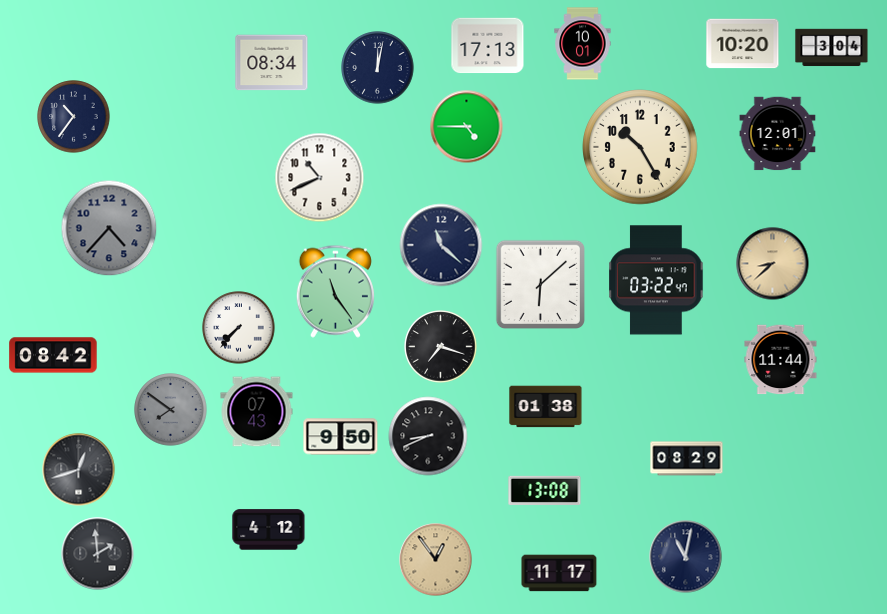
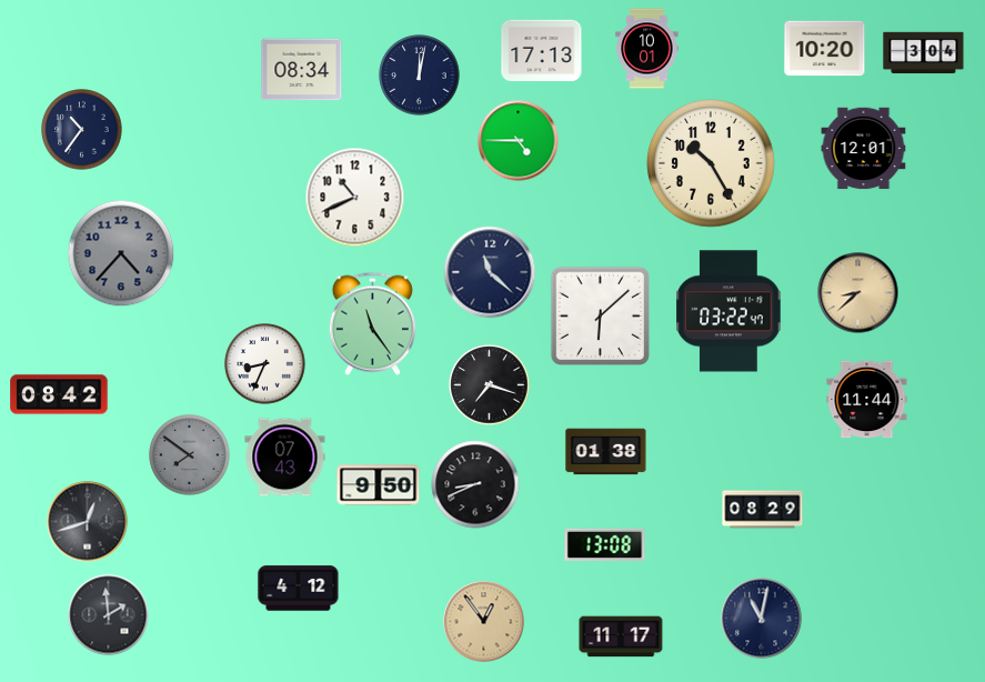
clock at (239, 328): 7:37 -> 8:34
